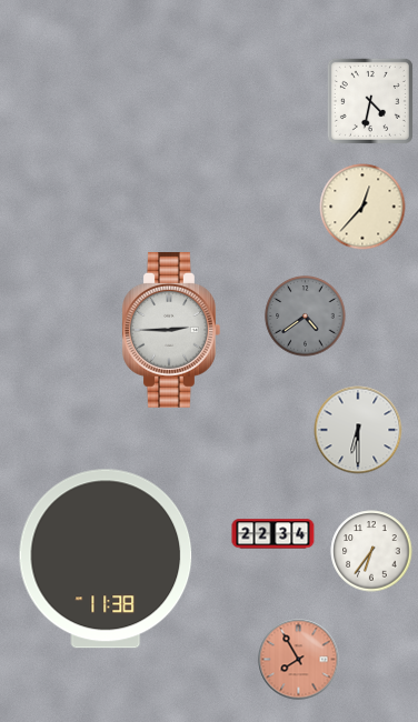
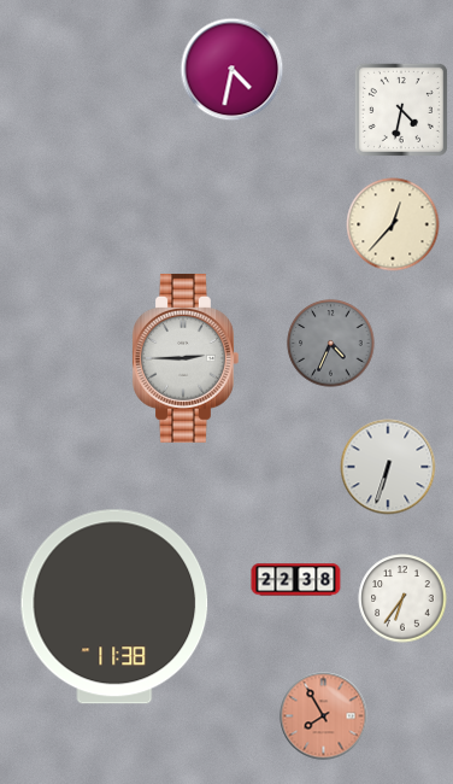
clock at (233, 70): none -> 4:32
clock at (306, 317): 4:39 -> 4:34
clock at (358, 430): 6:30 -> 6:33
clock at (273, 534): 22:34 -> 22:38
